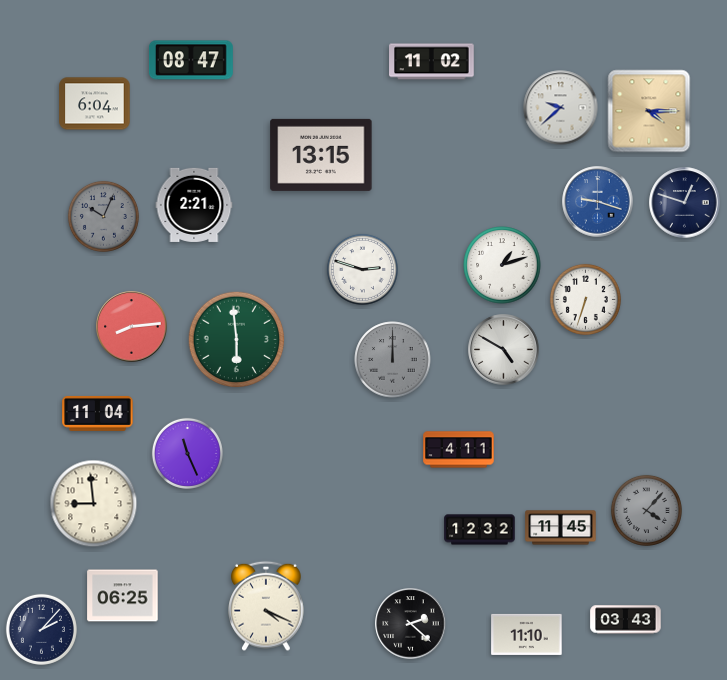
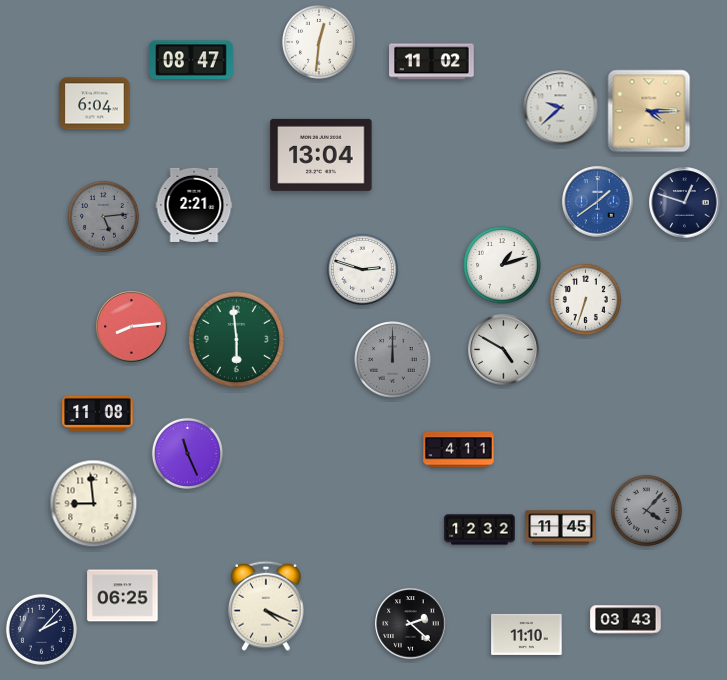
clock at (320, 43): none -> 12:31
clock at (321, 155): 13:15 -> 13:04
clock at (598, 202): 9:18 -> 1:39
clock at (103, 216): 10:04 -> 5:14
clock at (98, 413): 11:04 -> 11:08
